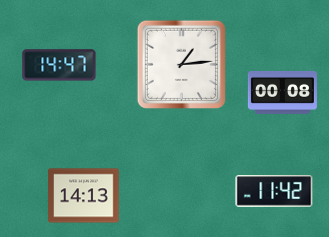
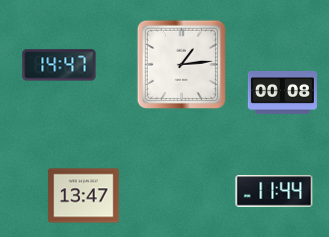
clock at (274, 191): 11:42 -> 11:44
clock at (84, 196): 14:13 -> 13:47
